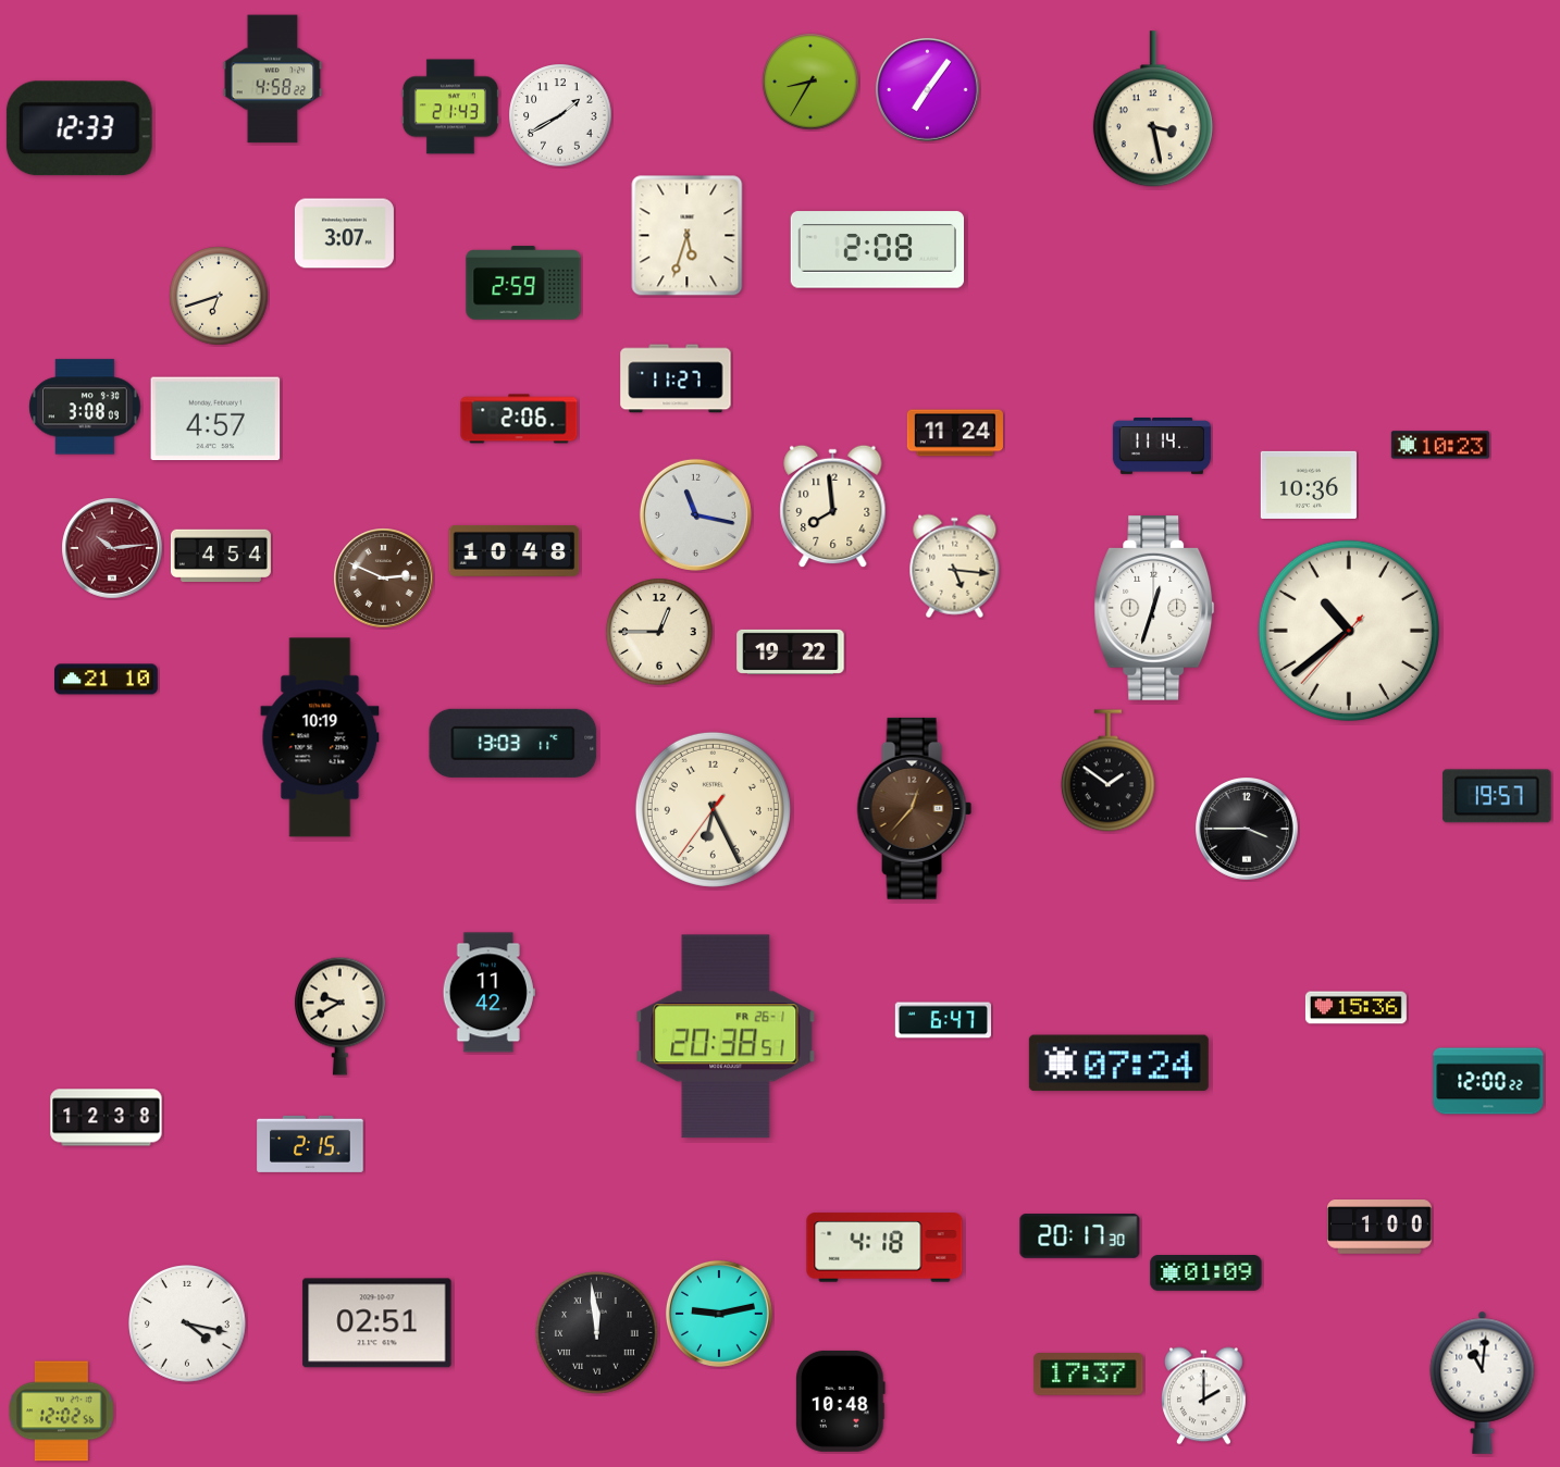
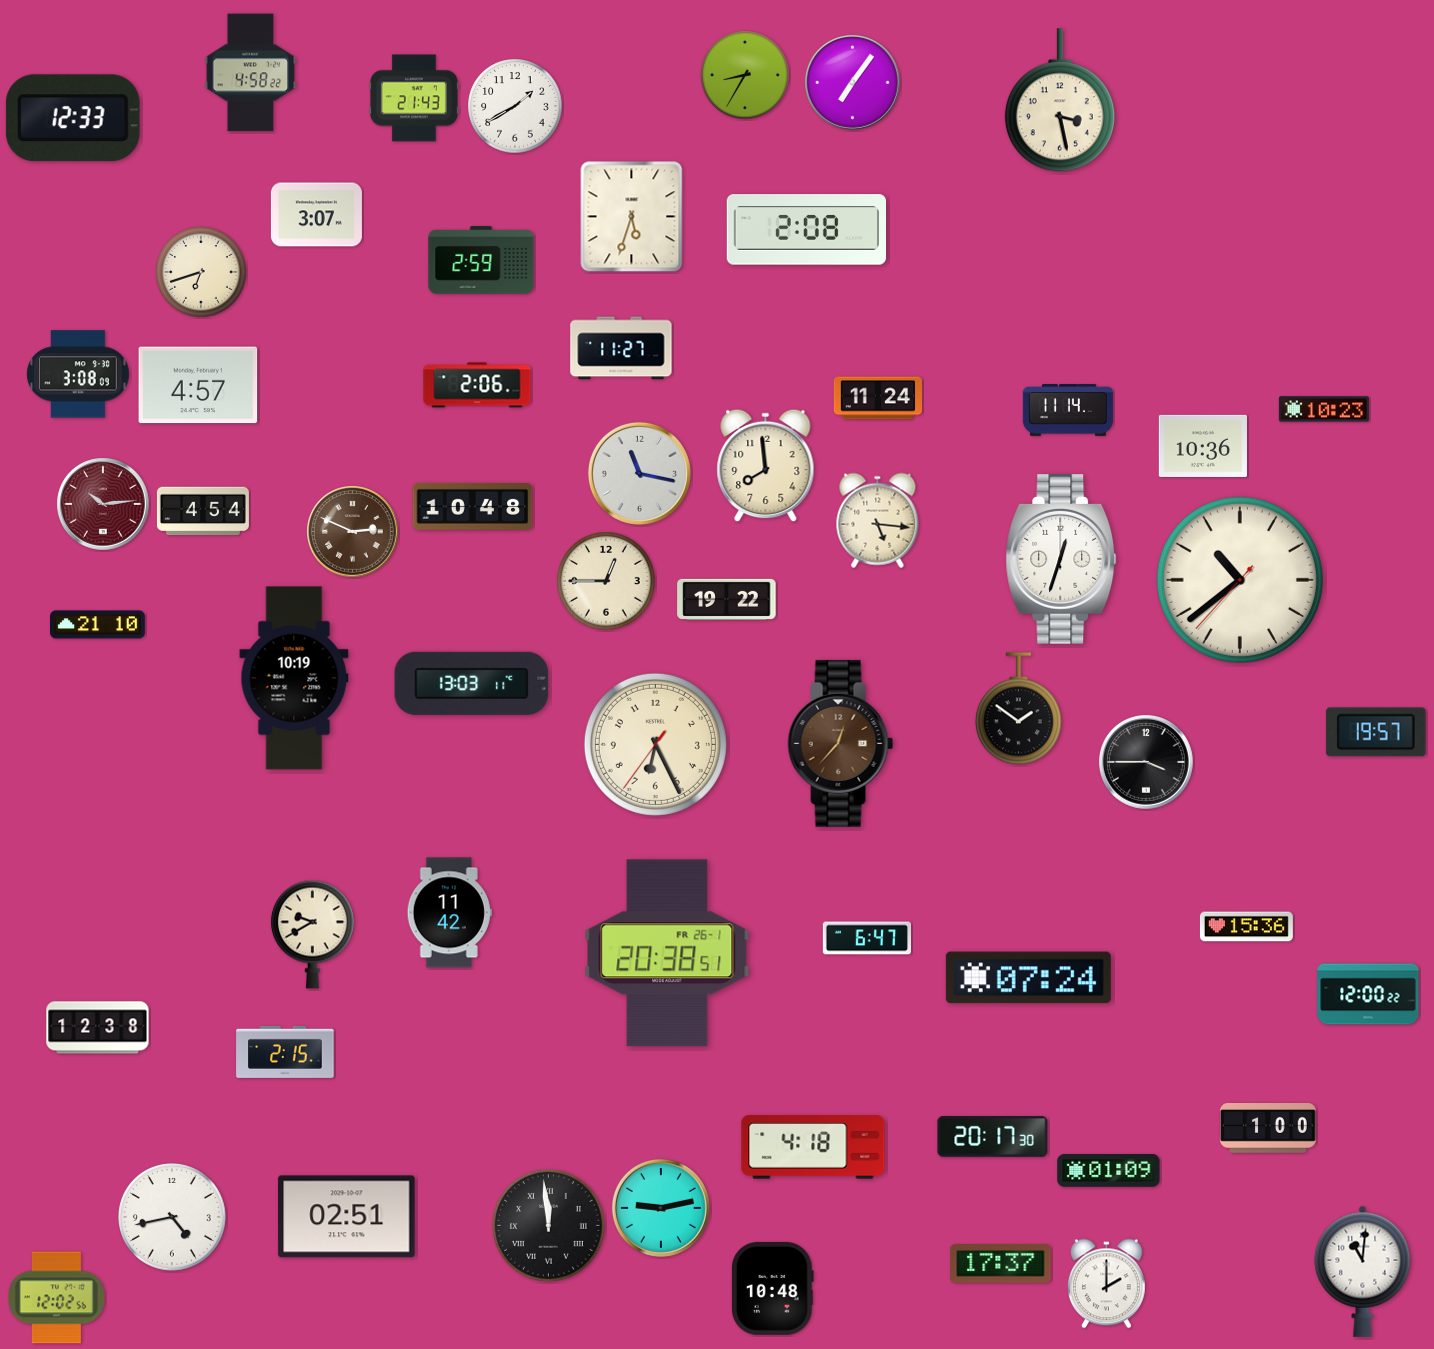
clock at (188, 1325): 4:17 -> 4:43
